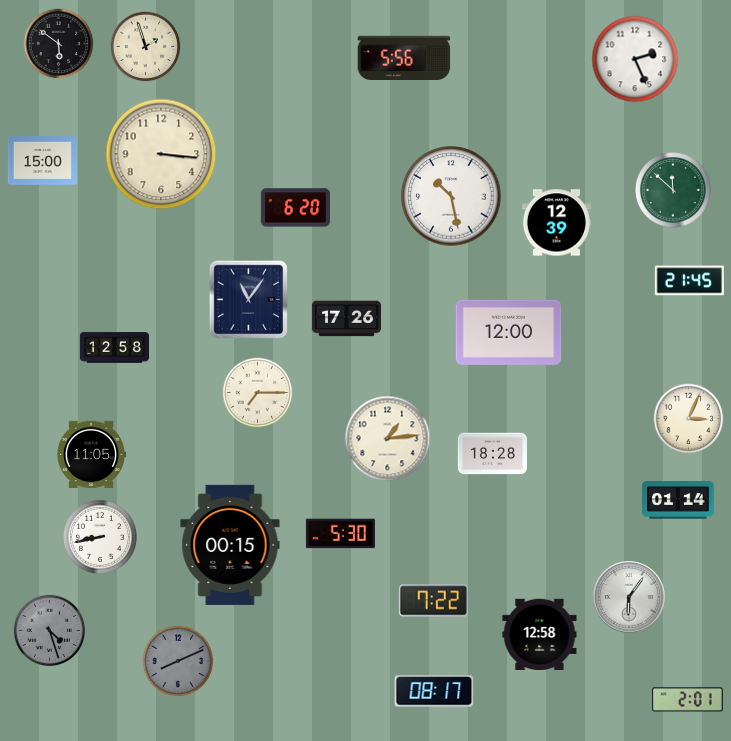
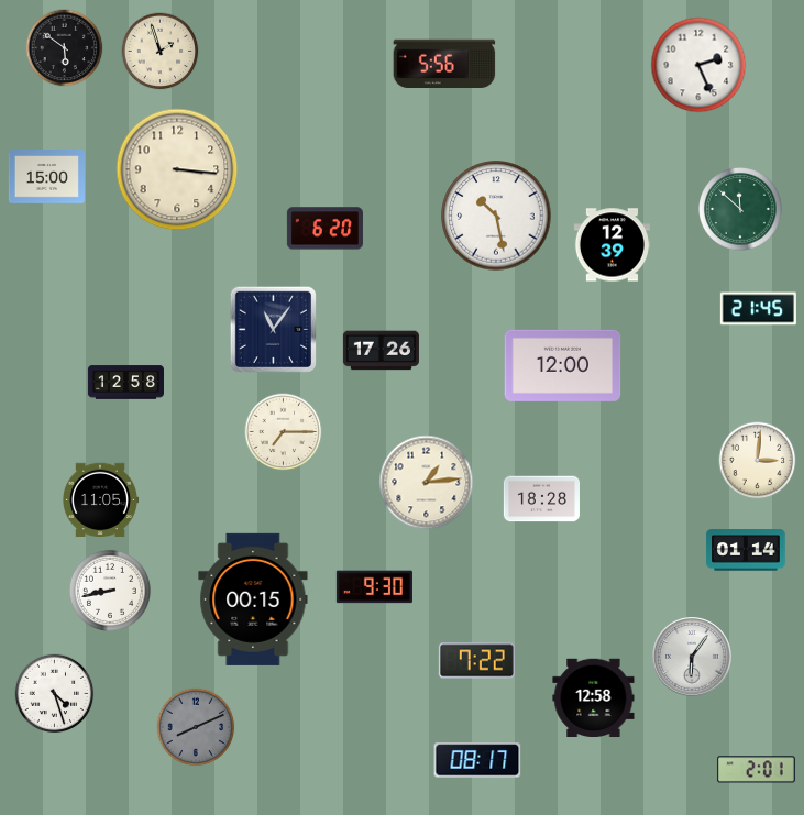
clock at (509, 332) position: (509, 332) -> (563, 365)
clock at (689, 419): 3:04 -> 3:01
clock at (340, 534): 5:30 -> 9:30
clock at (50, 631) dial: grey -> white
